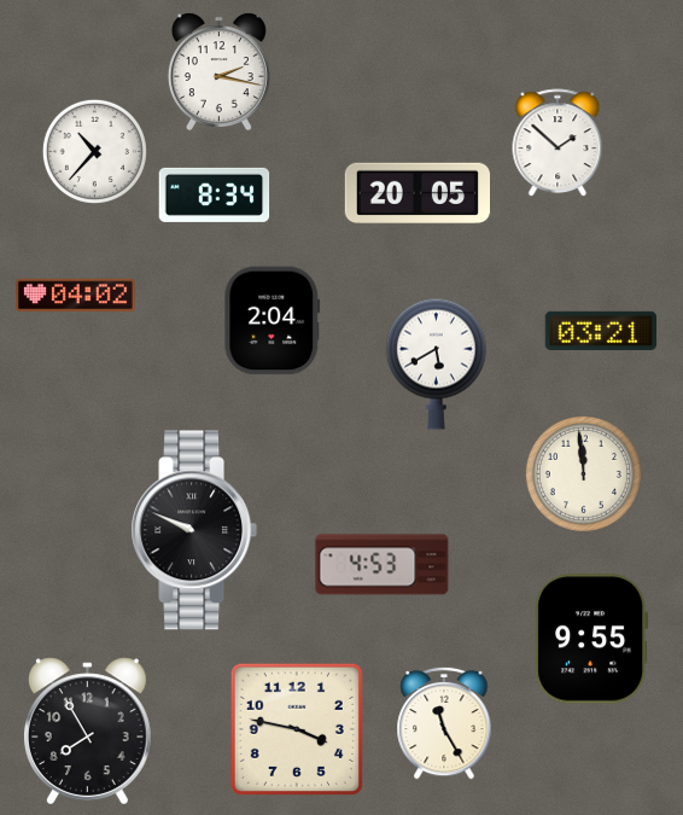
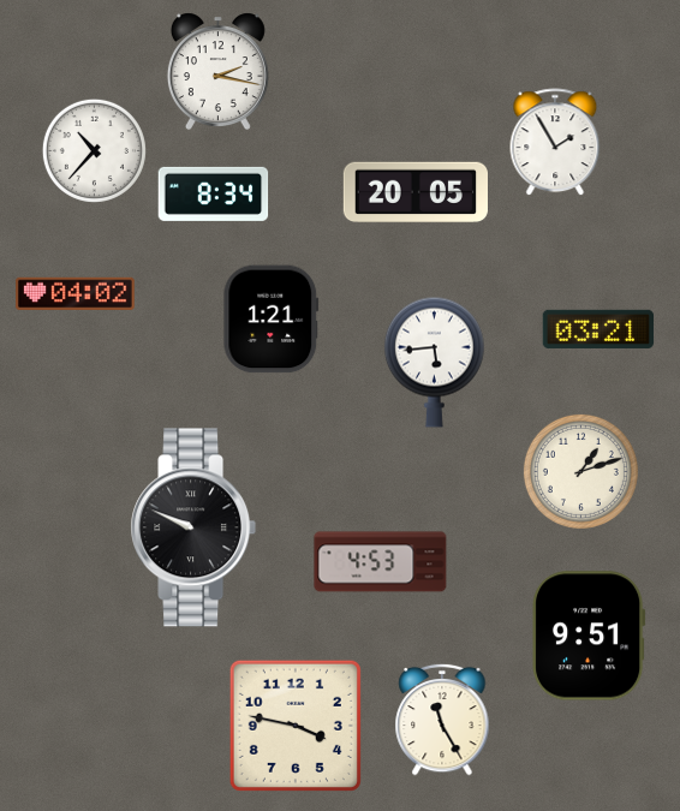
clock at (558, 144): 1:52 -> 1:55
clock at (273, 321): 2:04 -> 1:21
clock at (436, 363): 5:40 -> 5:44
clock at (583, 473): 11:59 -> 1:12
clock at (592, 639): 9:55 -> 9:51
clock at (87, 732): 7:55 -> none
